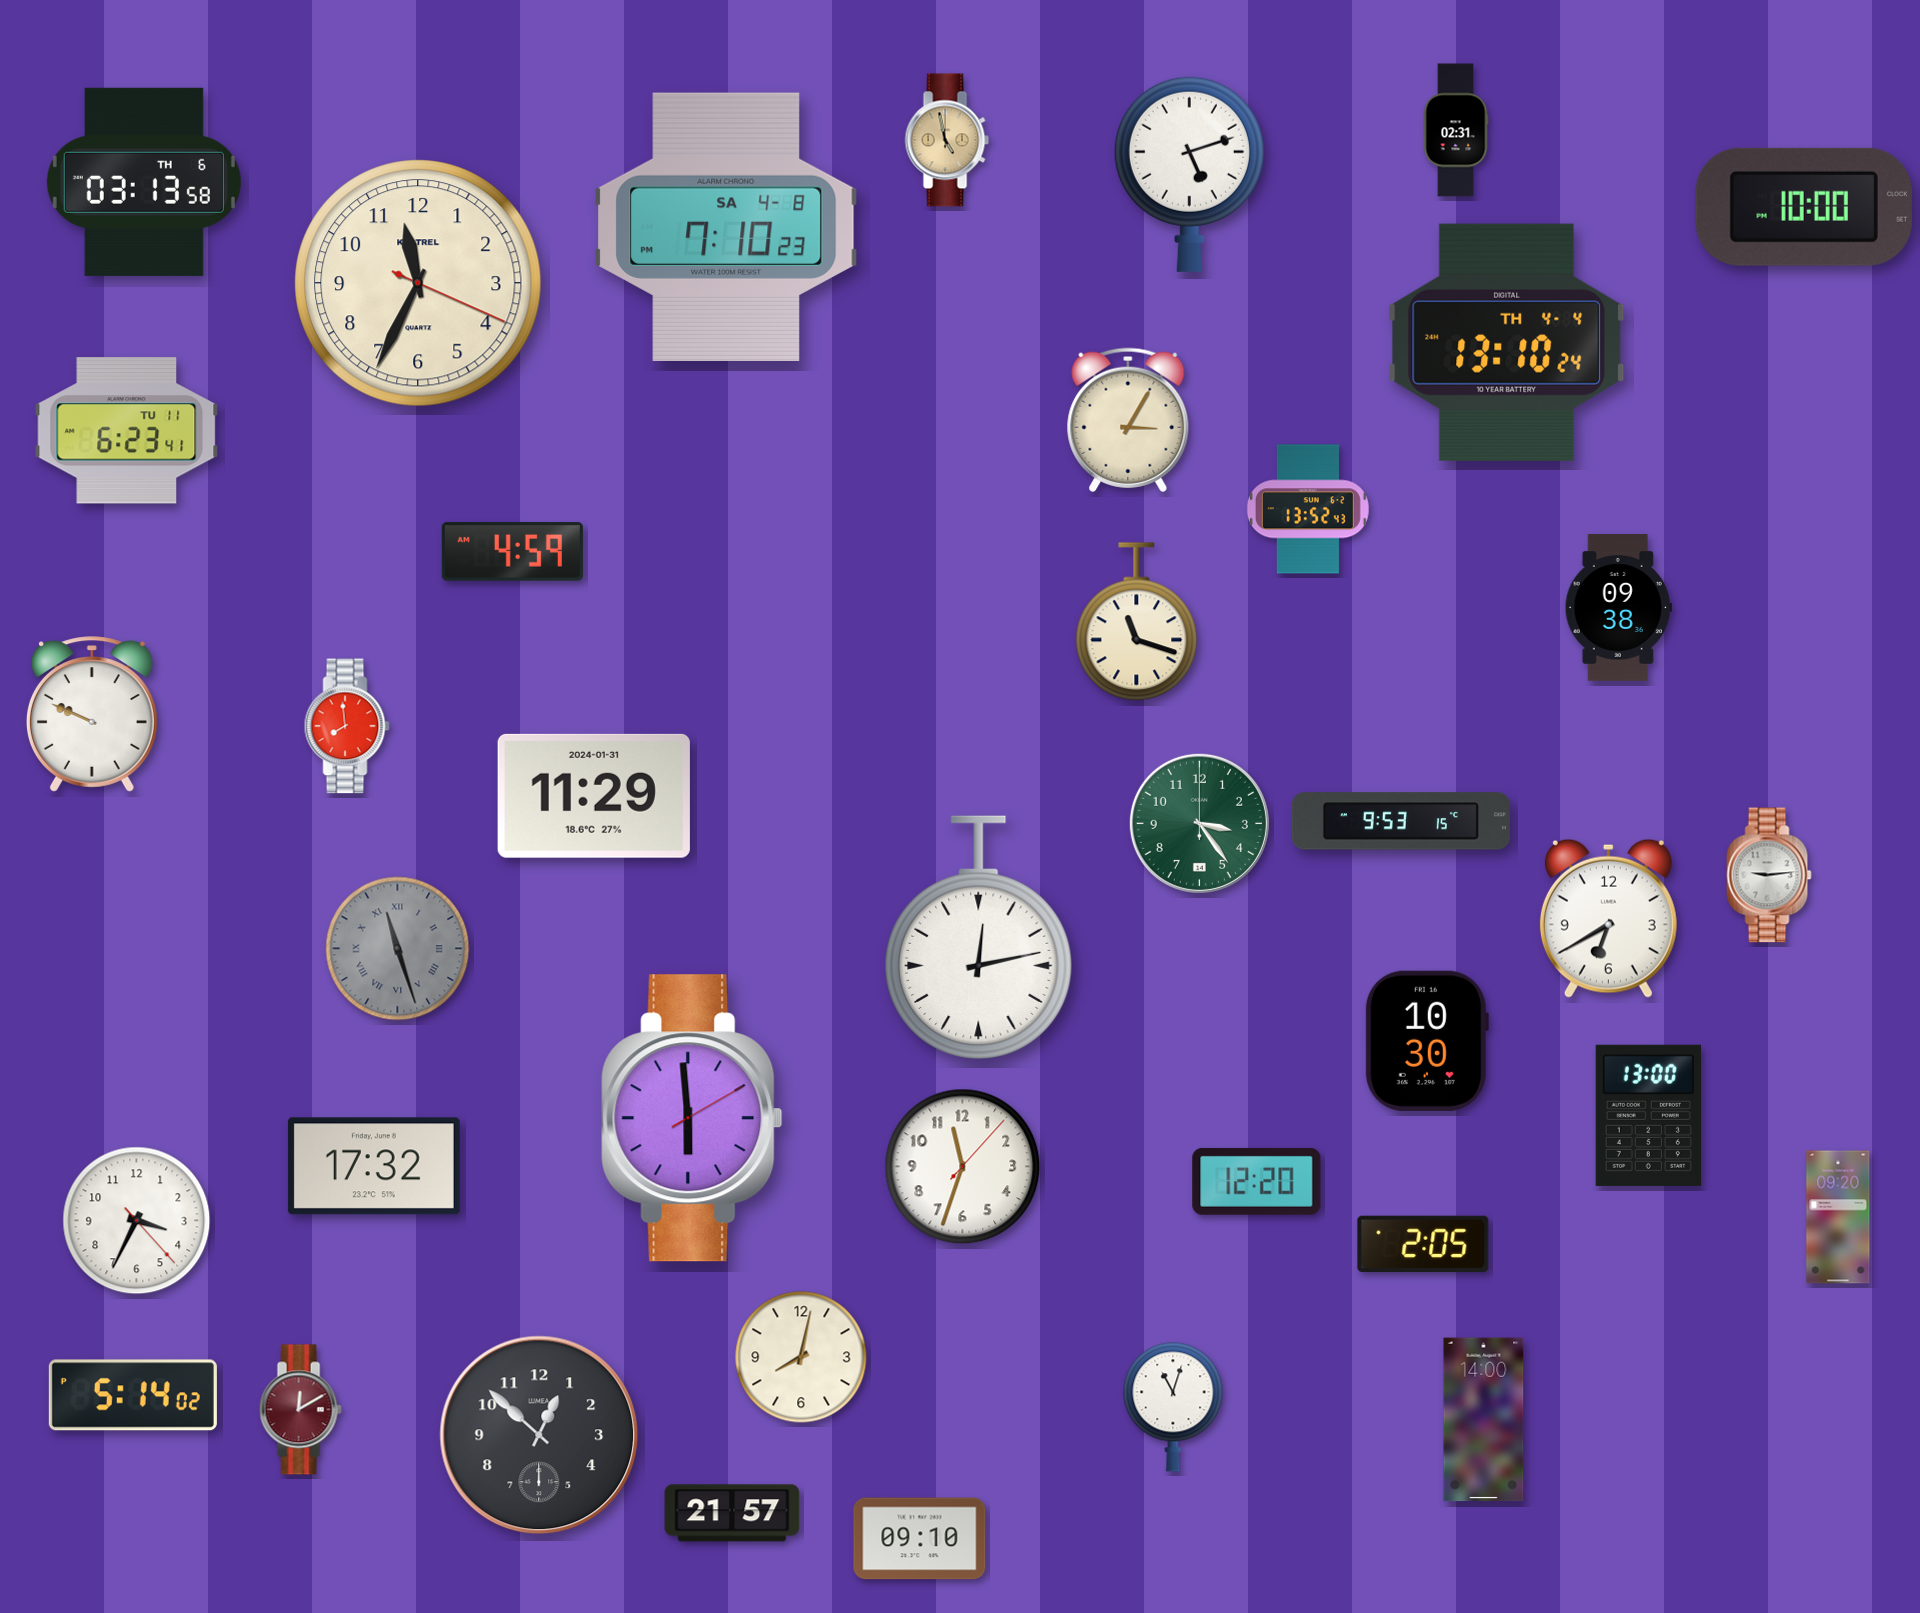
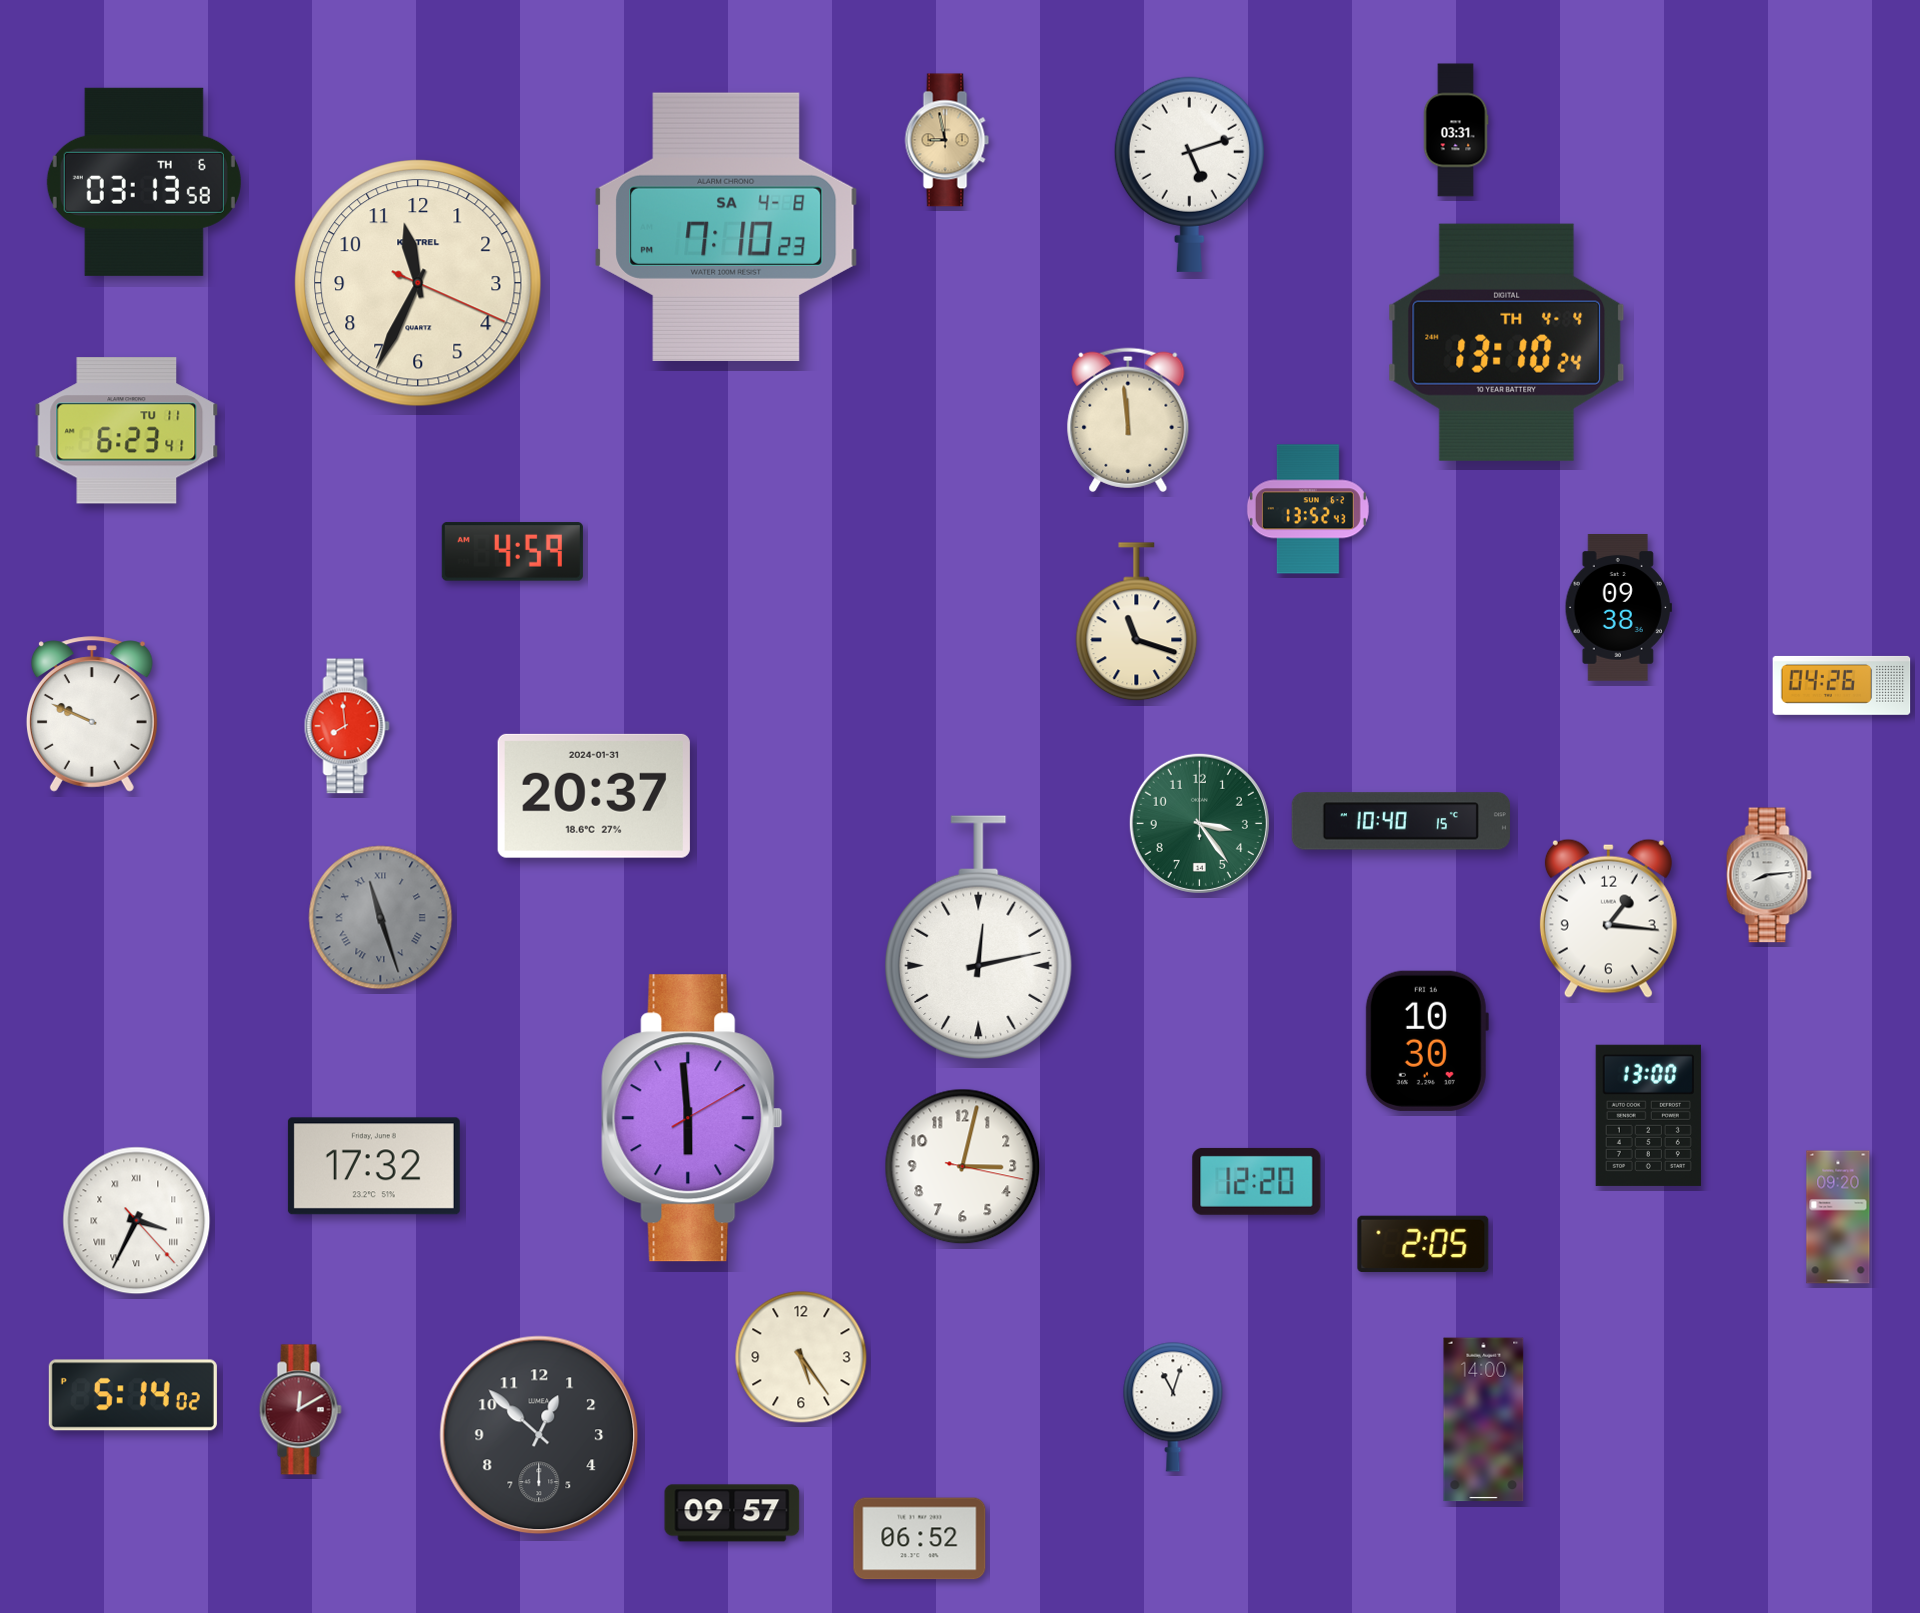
clock at (1456, 130): 02:31 -> 03:31
clock at (947, 140): 4:58 -> 8:58
clock at (1804, 207): 10:00 -> none
clock at (1128, 420): 3:05 -> 11:59
clock at (1842, 685): none -> 04:26
clock at (594, 796): 11:29 -> 20:37
clock at (1401, 821): 9:53 -> 10:40
clock at (1769, 875): 9:14 -> 8:14
clock at (1608, 918): 6:40 -> 1:16
clock at (398, 949) position: (398, 949) -> (381, 918)
clock at (963, 1167): 11:33 -> 3:02
clock at (137, 1221) numerals: Arabic -> Roman
clock at (801, 1357): 8:02 -> 5:24
clock at (732, 1513): 21:57 -> 09:57
clock at (920, 1539): 09:10 -> 06:52
